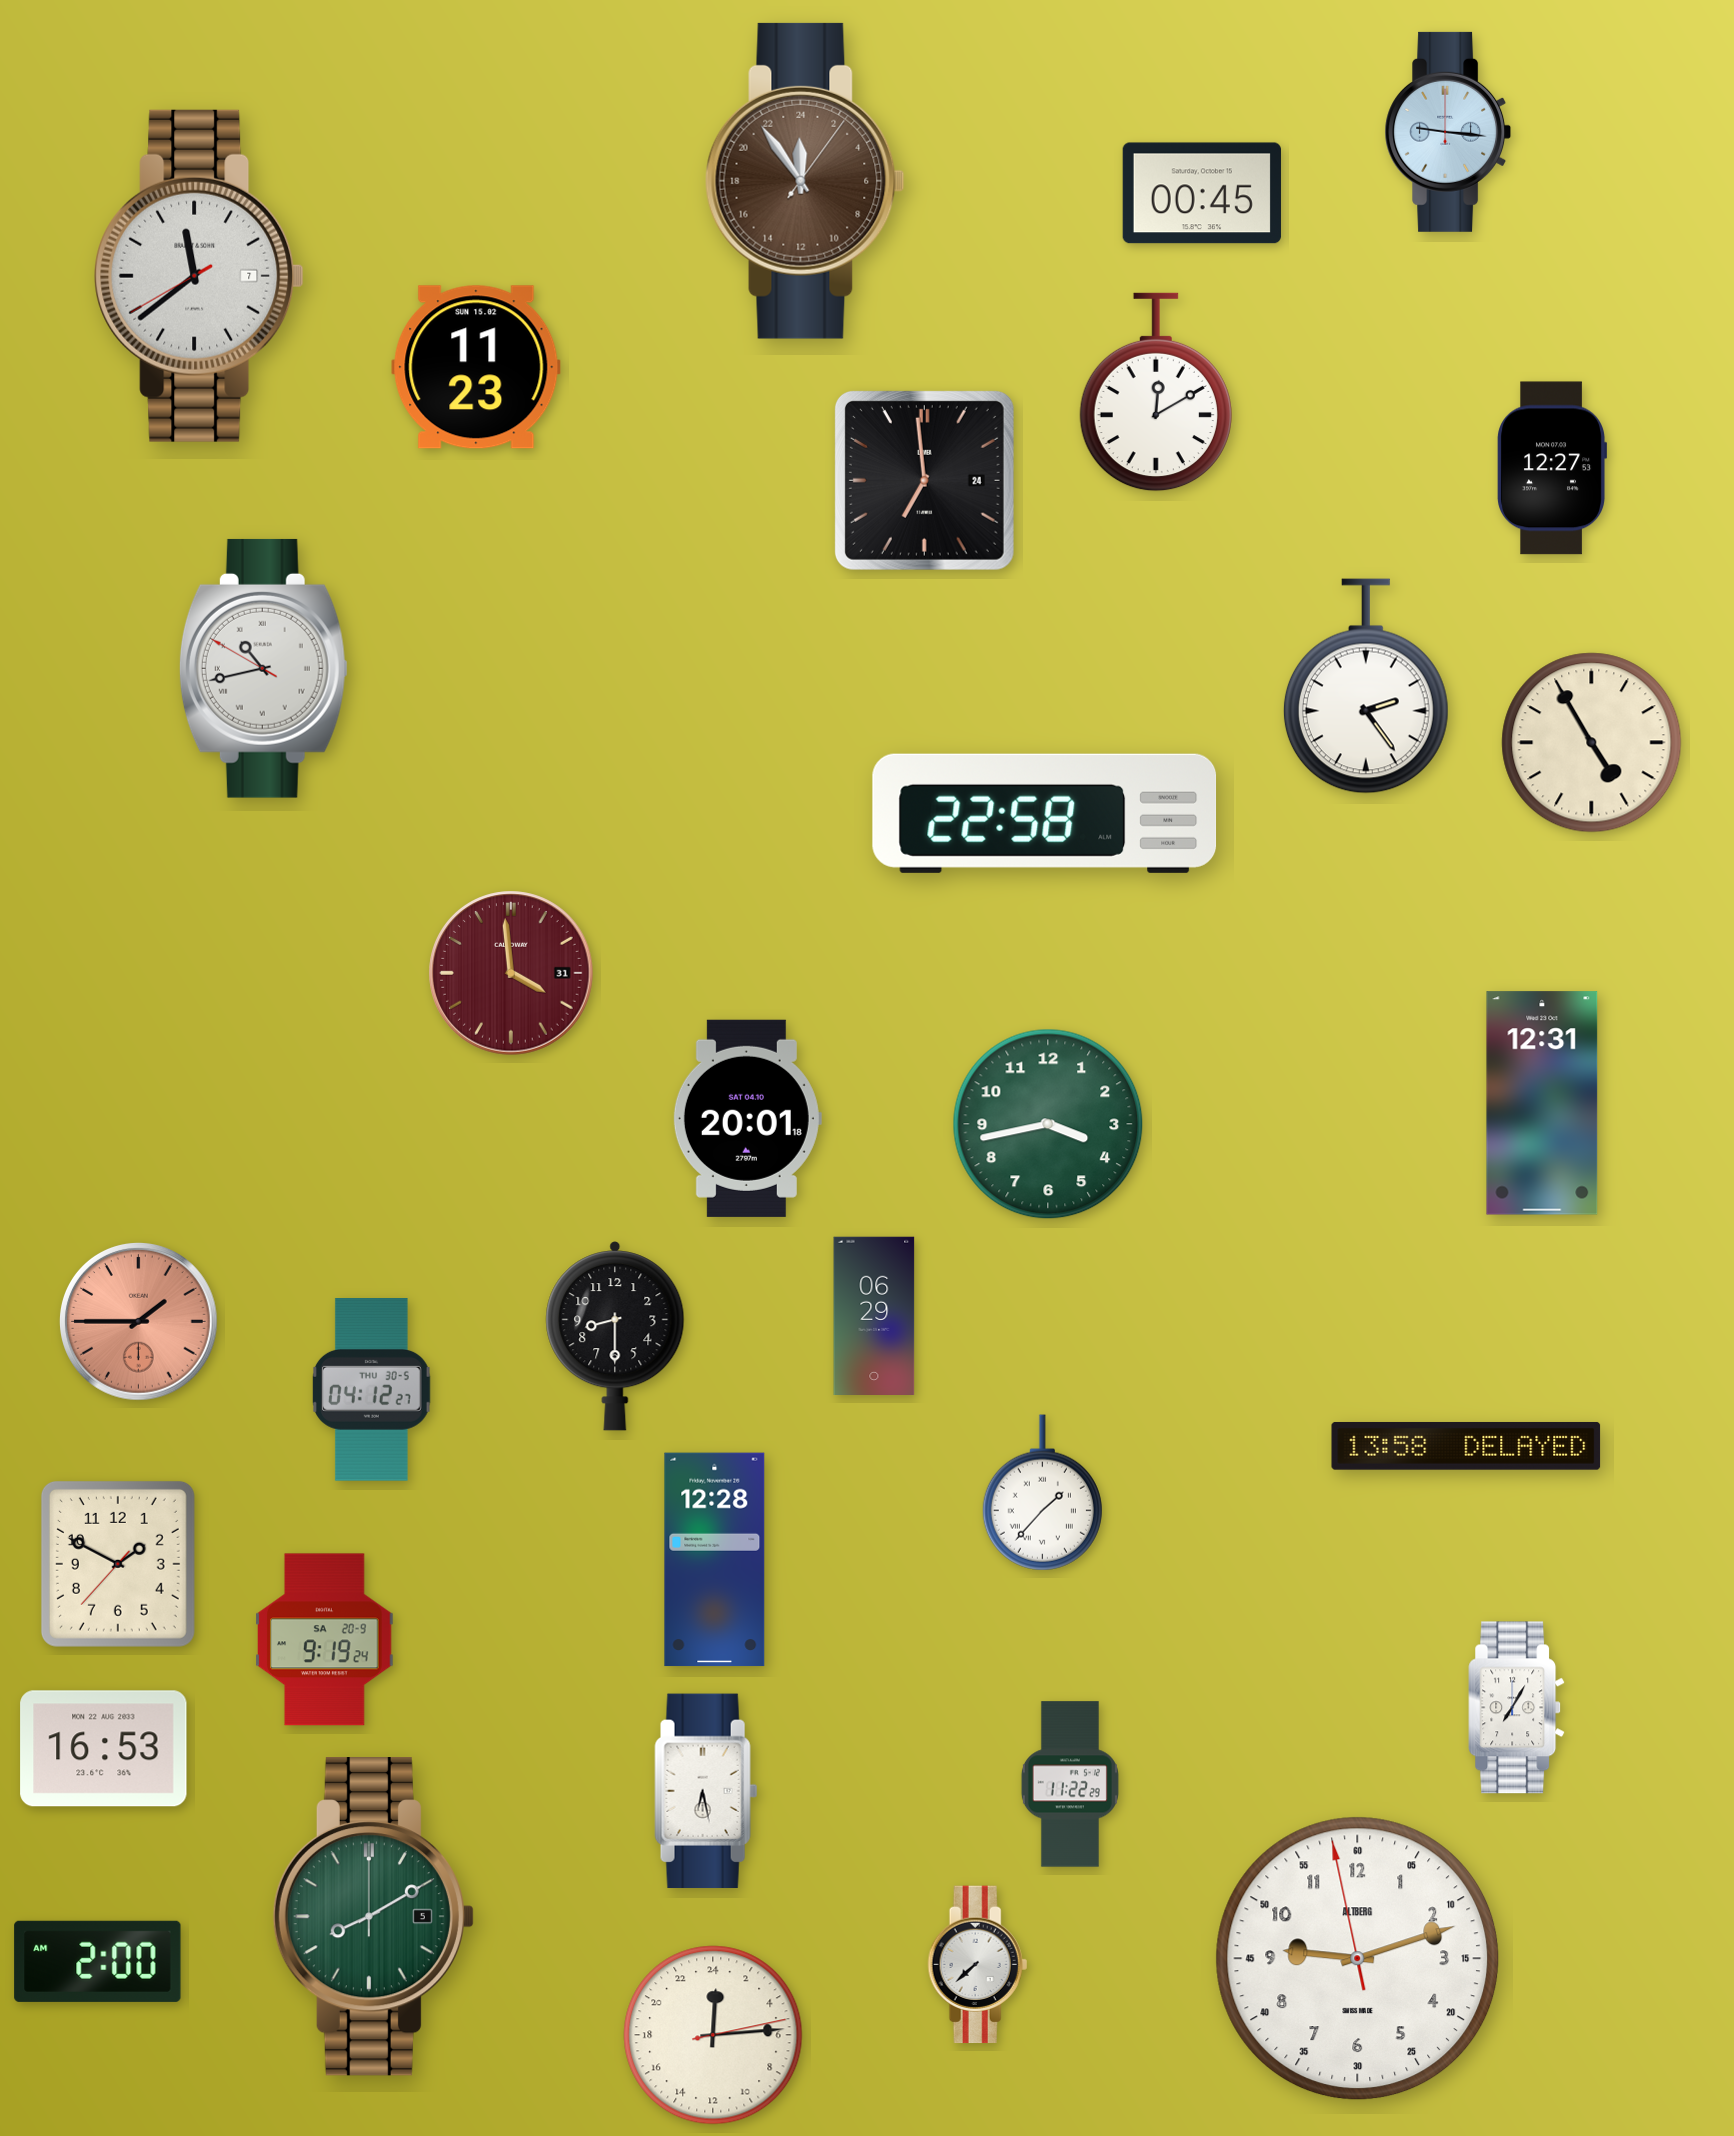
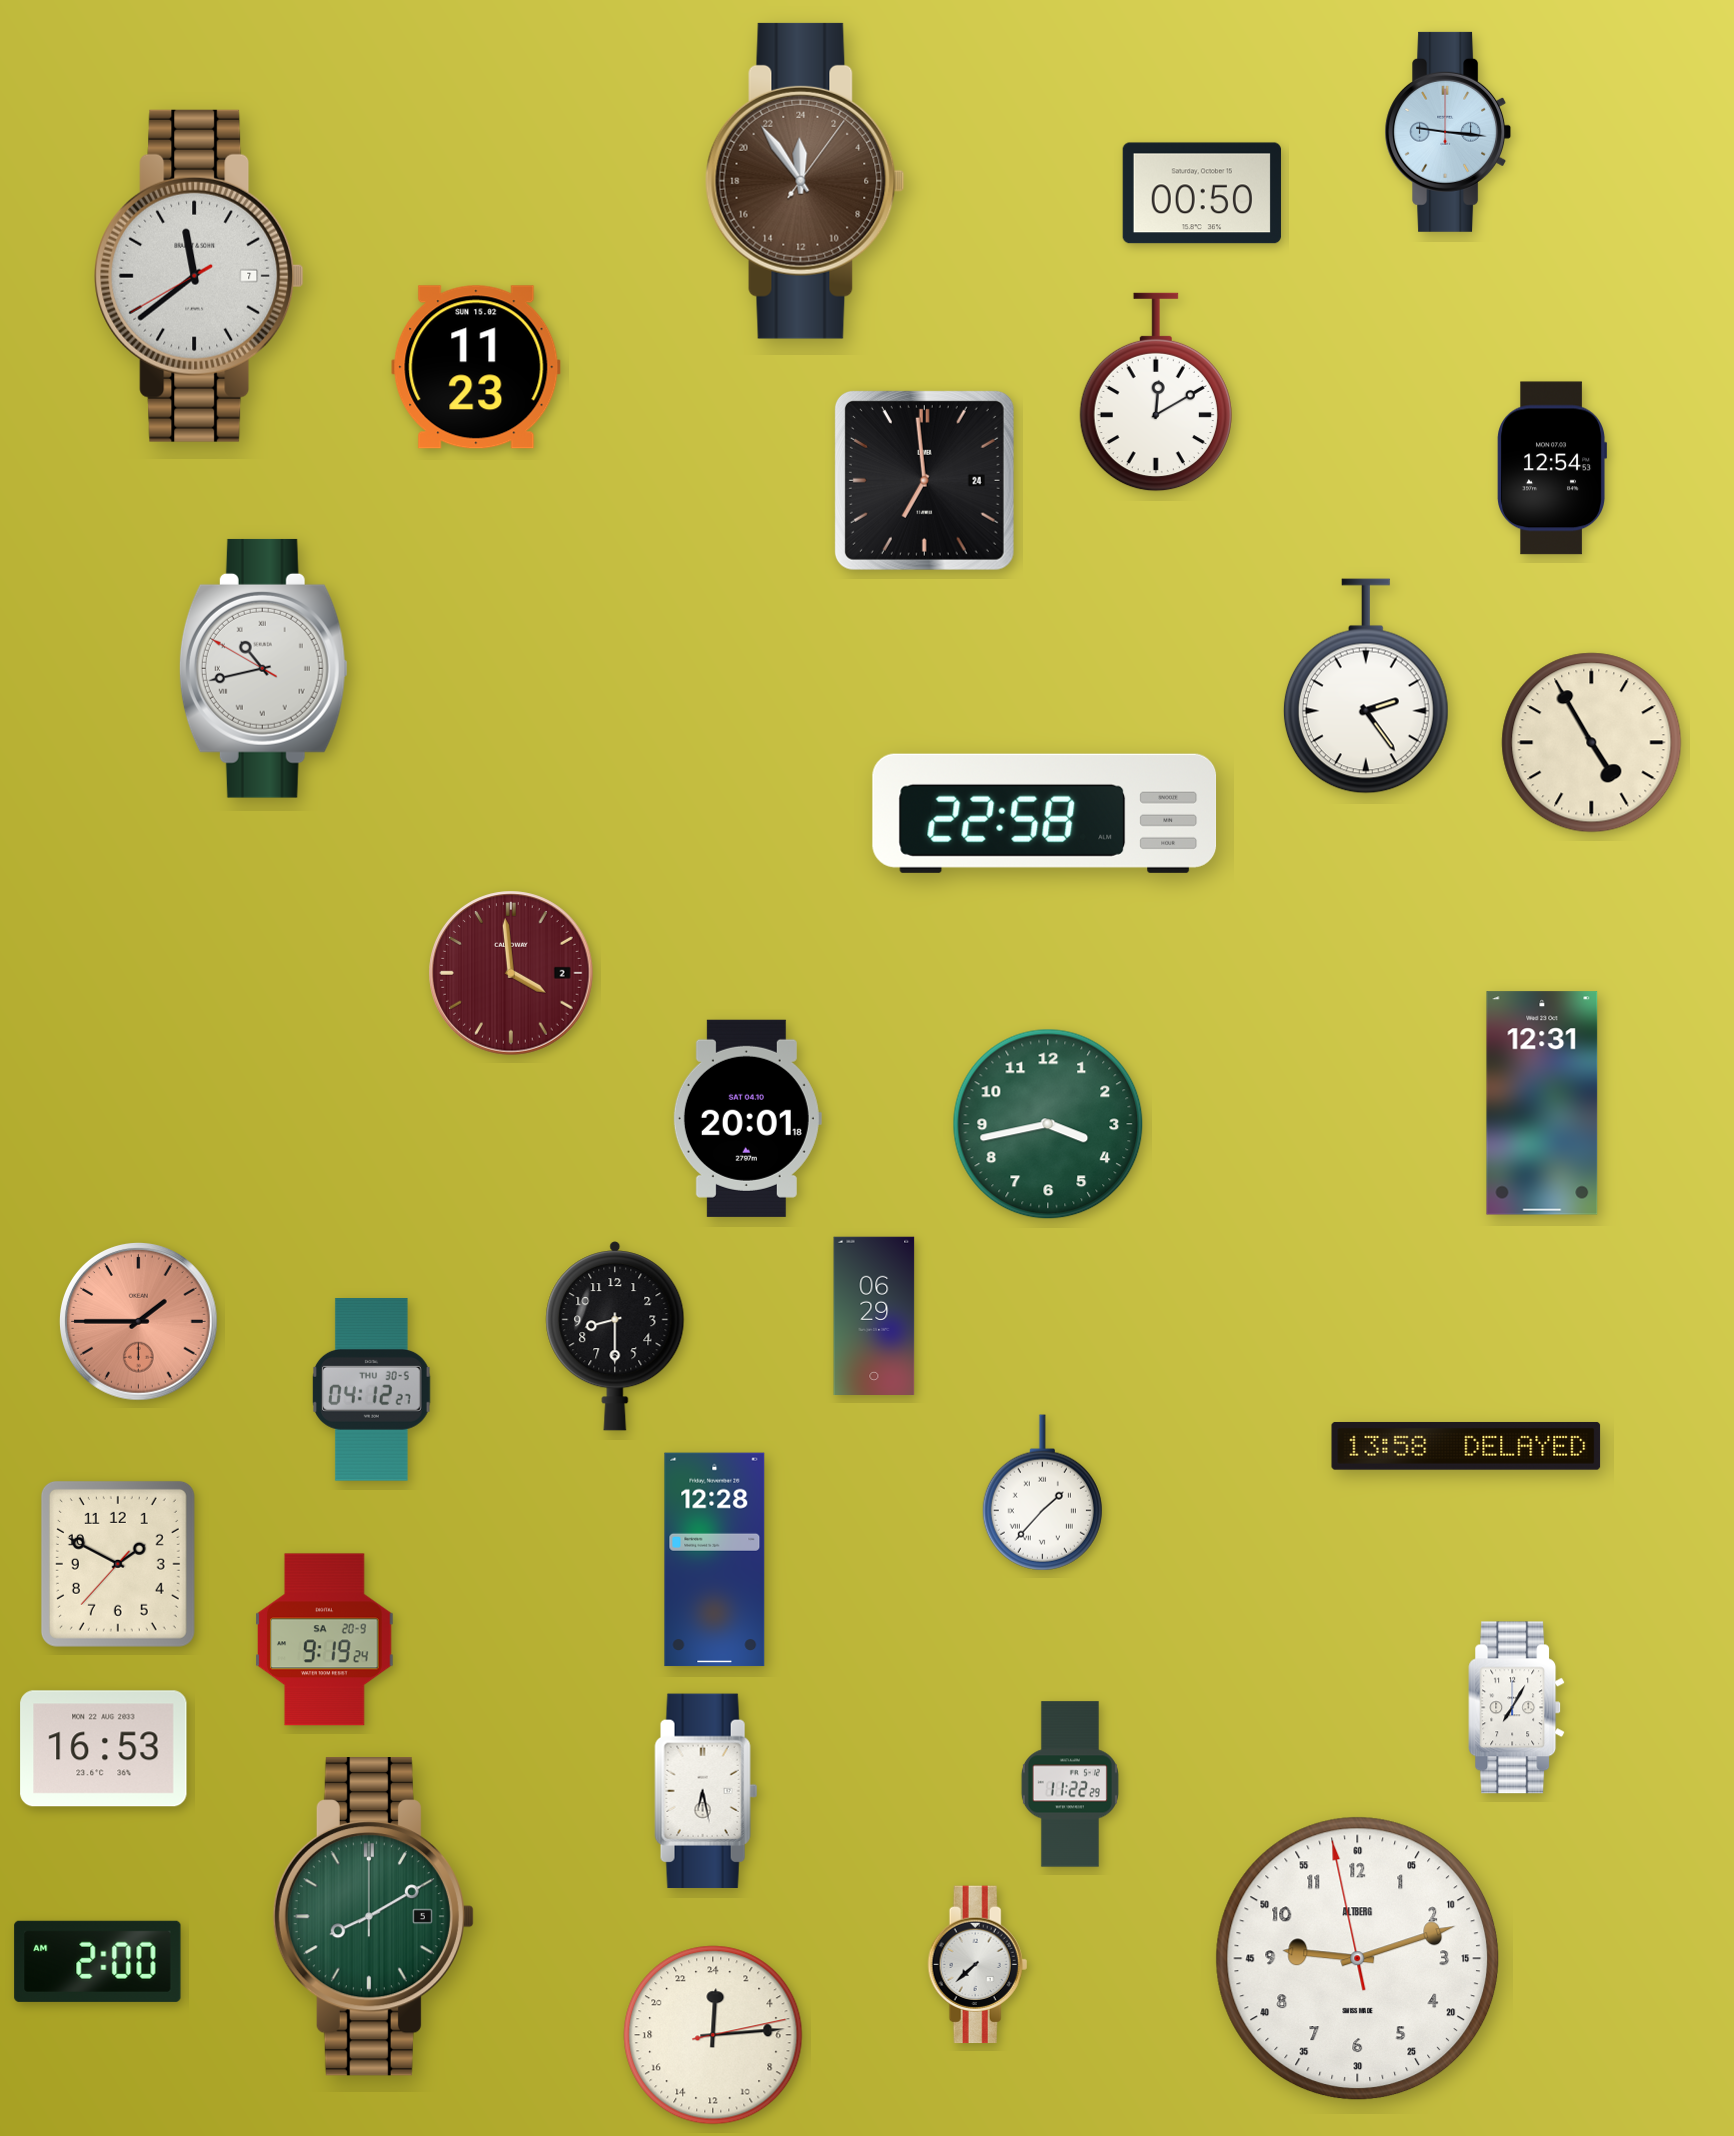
clock at (1202, 193): 00:45 -> 00:50
clock at (1551, 468): 12:27 -> 12:54
clock at (511, 973) date: 31 -> 2
